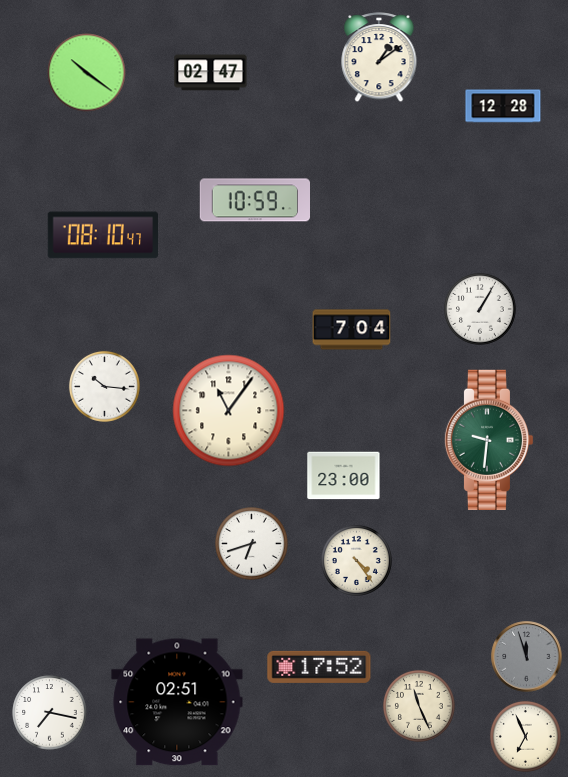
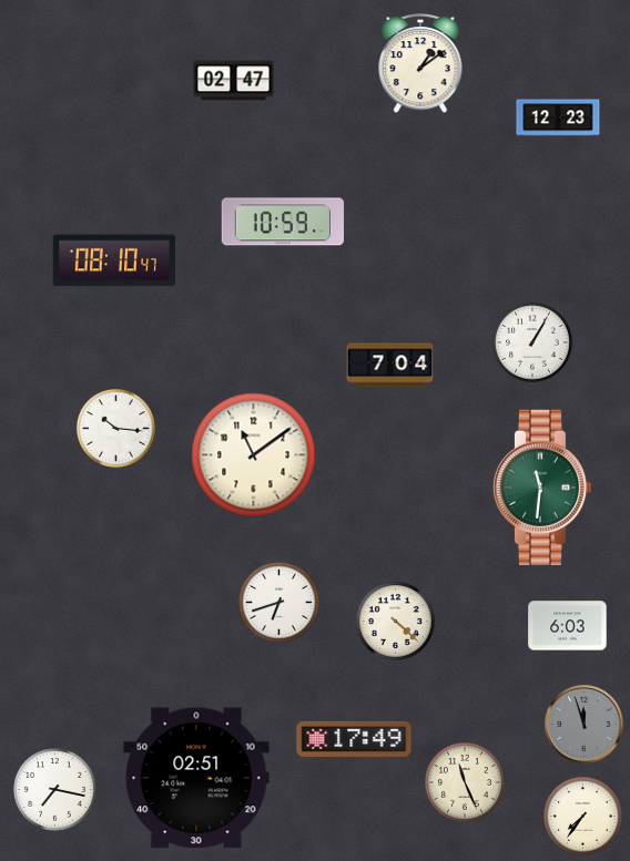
clock at (87, 73): 10:21 -> none
clock at (503, 106): 12:28 -> 12:23
clock at (229, 411): 11:06 -> 11:09
clock at (489, 440): 9:31 -> 11:31
clock at (344, 476): 23:00 -> none
clock at (356, 560): 4:24 -> 4:22
clock at (568, 626): none -> 6:03
clock at (527, 657) position: (527, 657) -> (585, 725)
clock at (319, 667): 17:52 -> 17:49
clock at (525, 736): 6:56 -> 7:36
